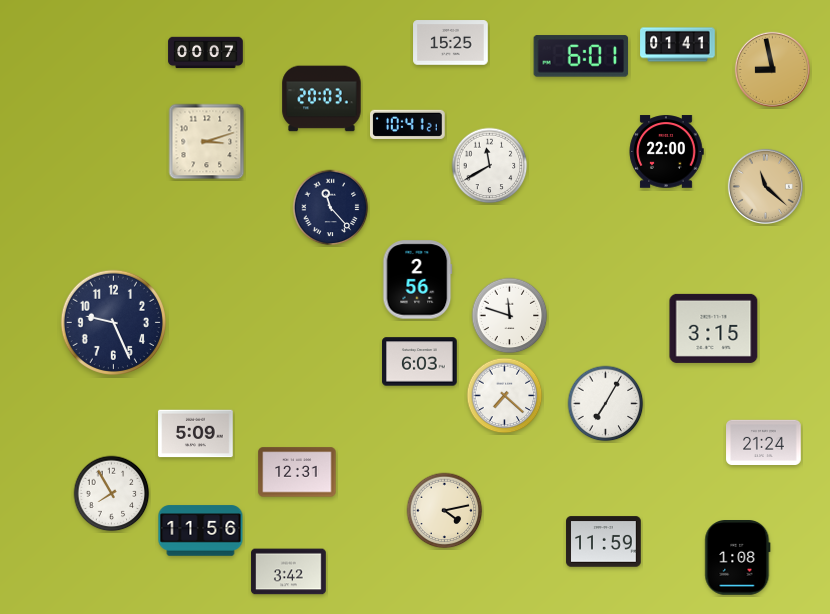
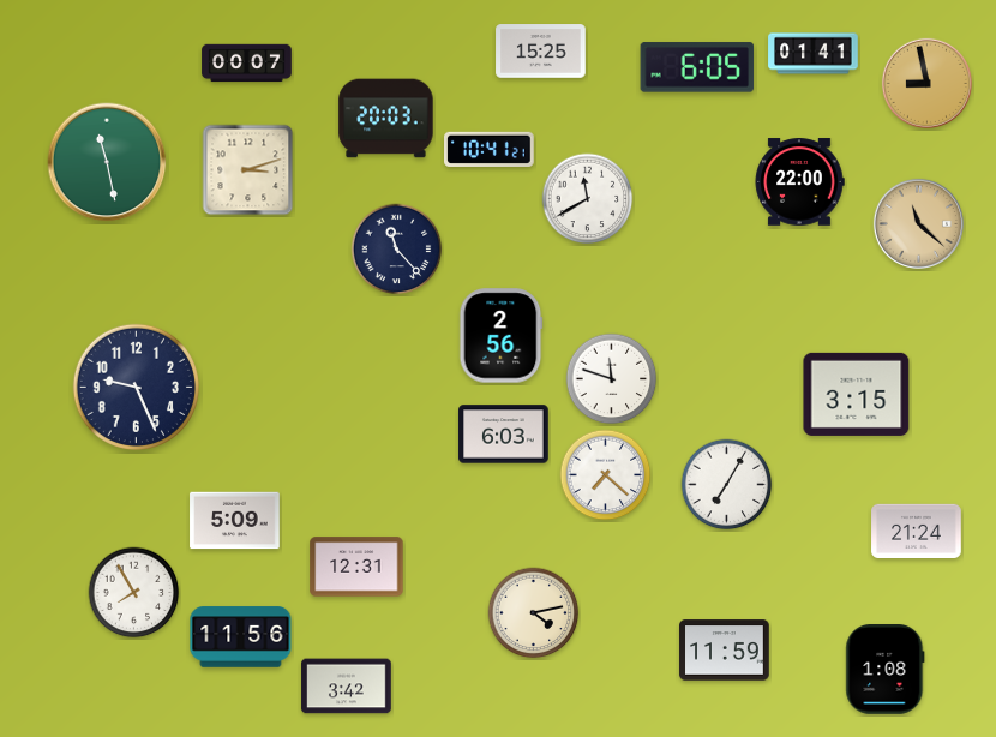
clock at (581, 56): 6:01 -> 6:05
clock at (107, 162): none -> 11:28
